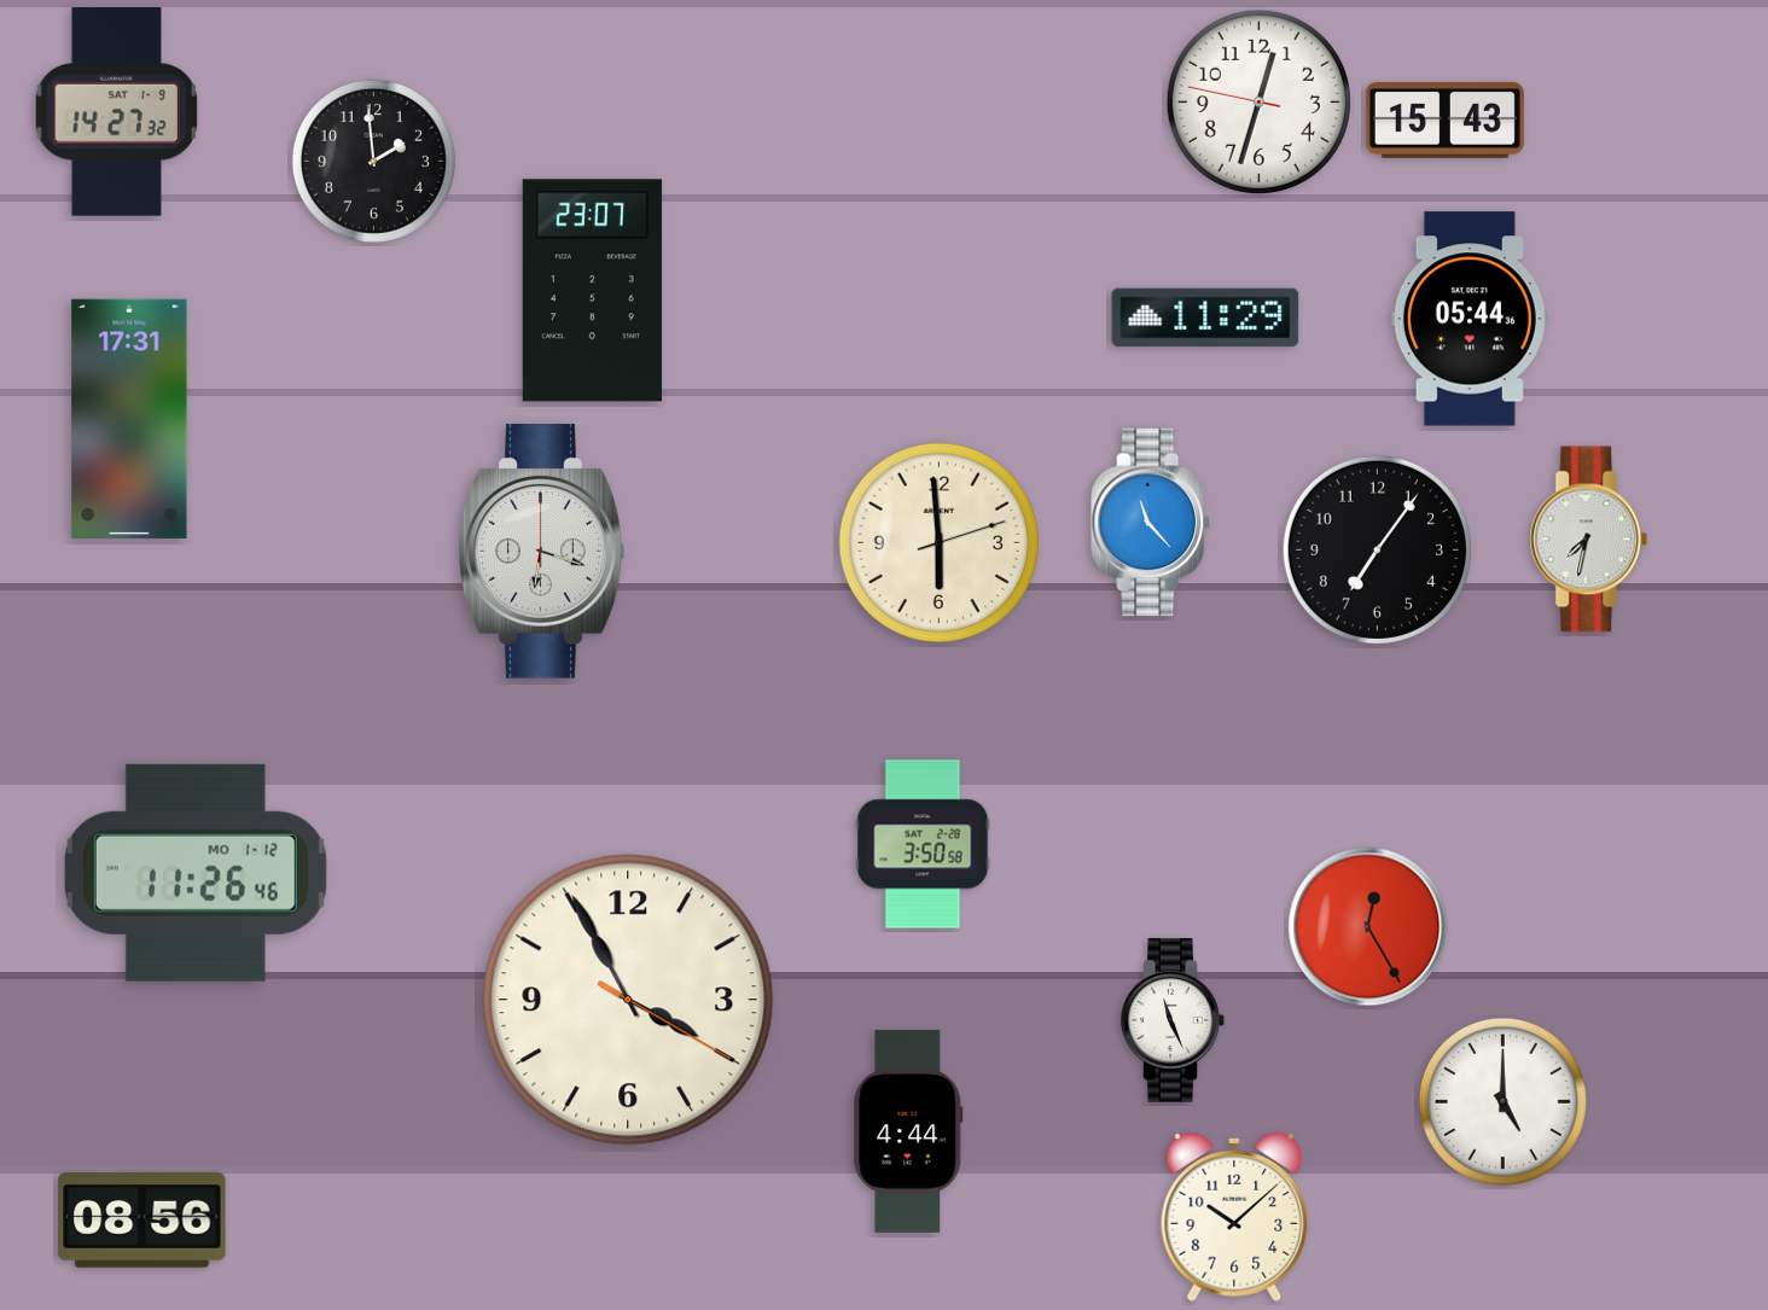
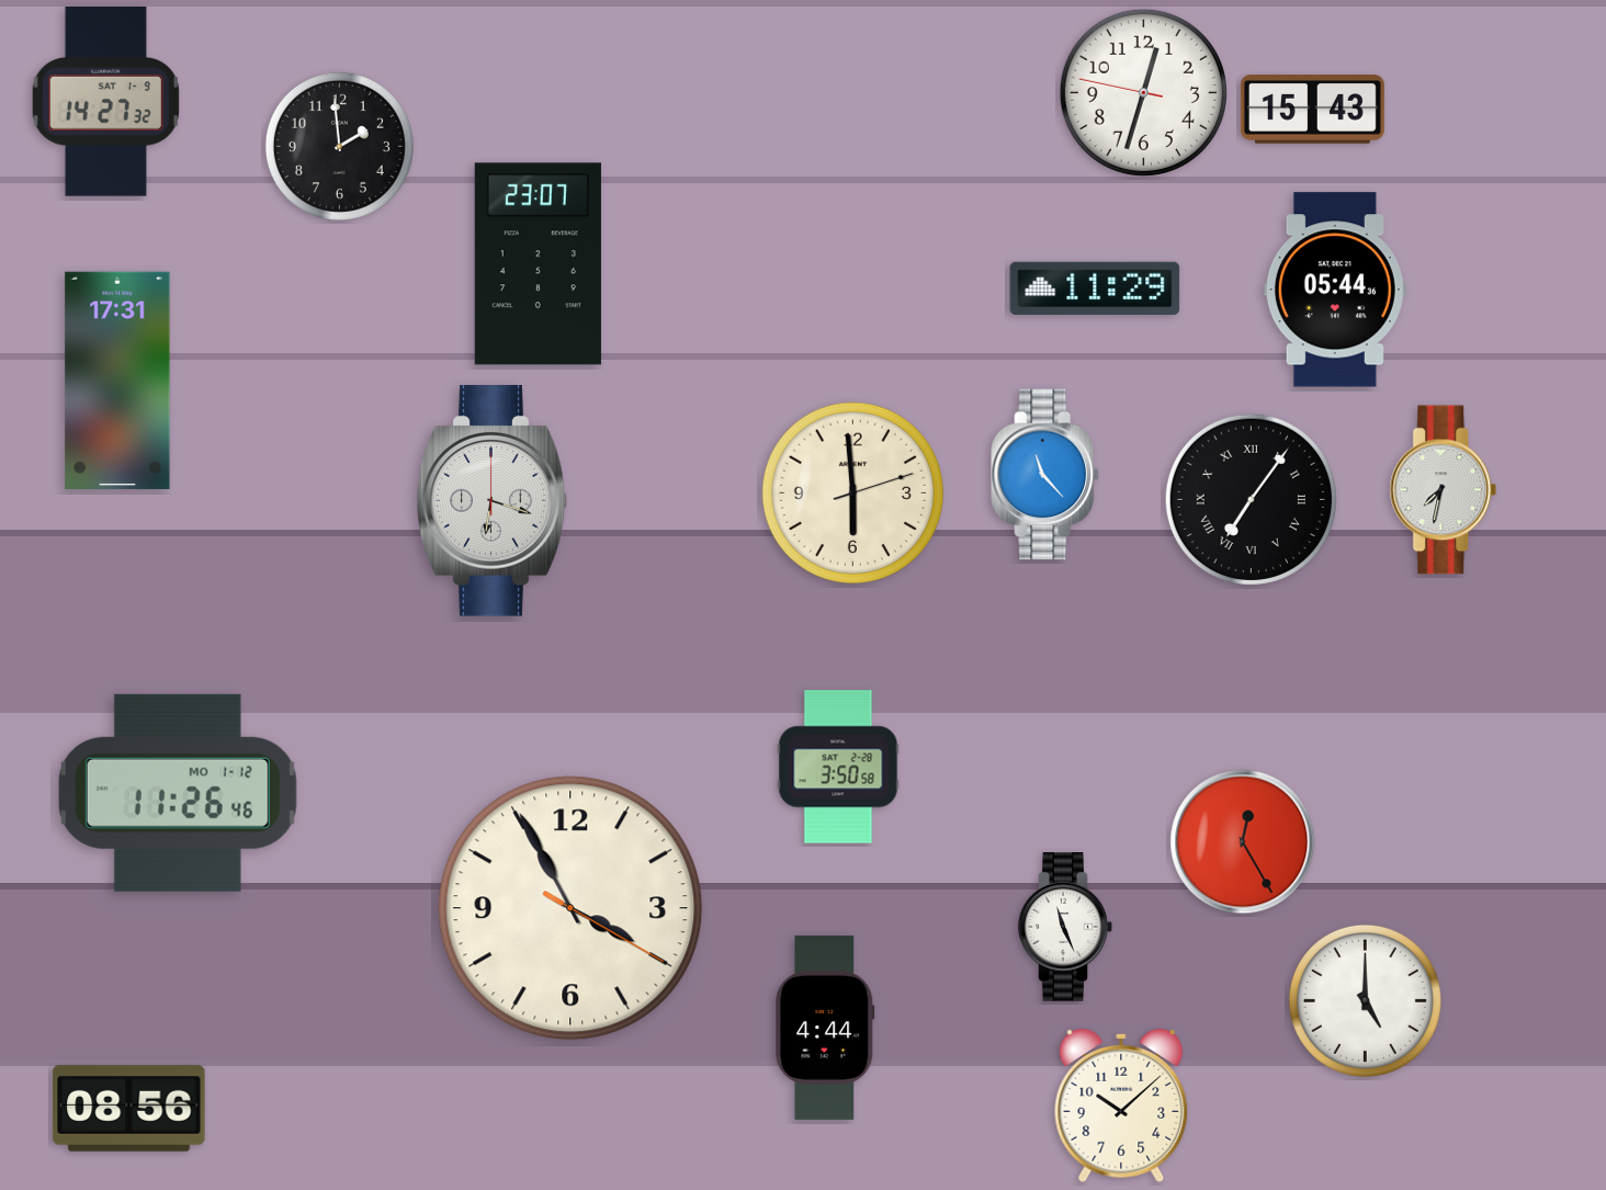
clock at (1377, 549) numerals: Arabic -> Roman
